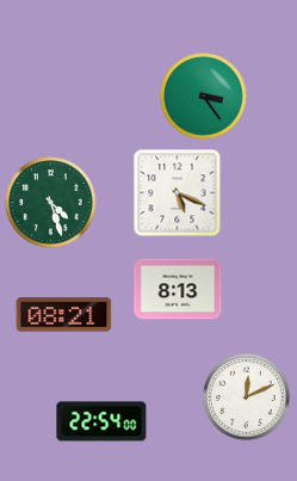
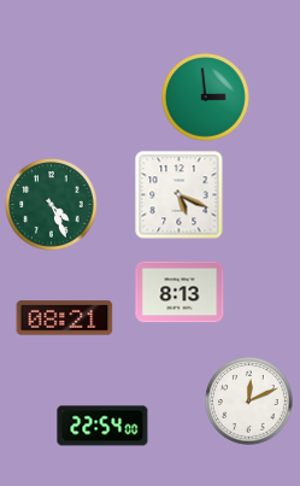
clock at (204, 97): 3:24 -> 2:59
clock at (51, 203): 4:27 -> 4:26
